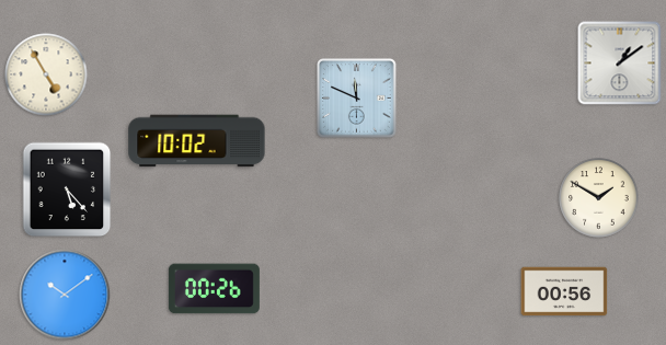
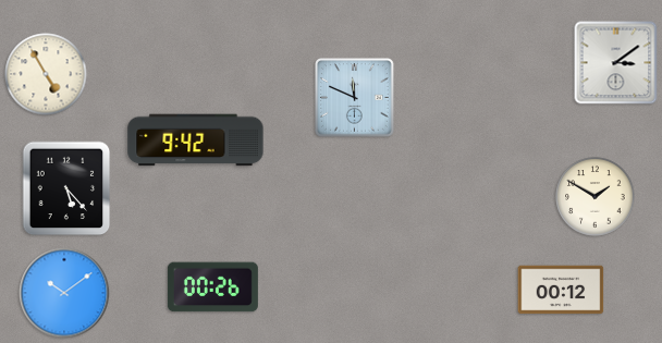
clock at (620, 64): 1:09 -> 3:09
clock at (197, 141): 10:02 -> 9:42
clock at (564, 291): 00:56 -> 00:12
